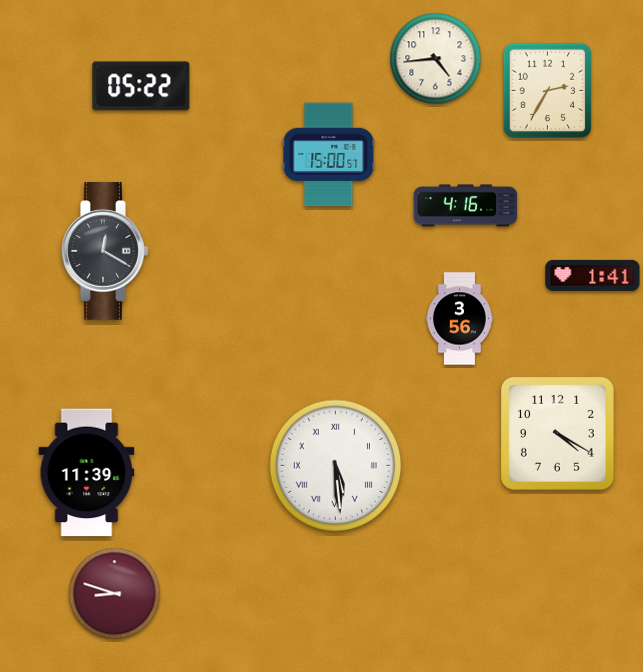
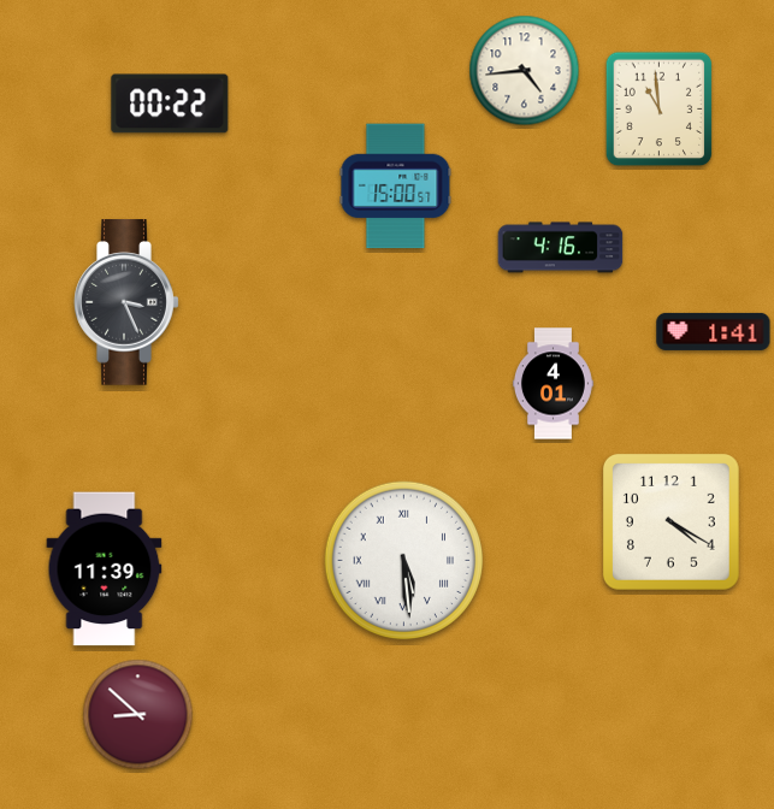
clock at (141, 86): 05:22 -> 00:22
clock at (548, 91): 2:35 -> 10:59
clock at (105, 251): 12:20 -> 3:26
clock at (459, 319): 3:56 -> 4:01
clock at (115, 594): 8:48 -> 8:52
